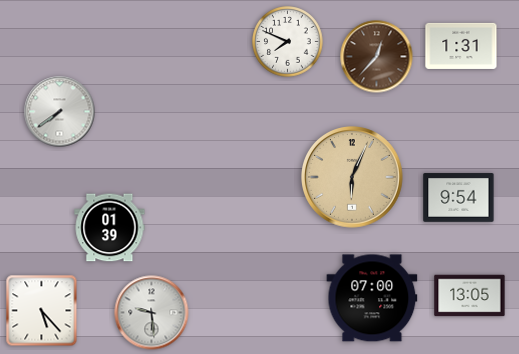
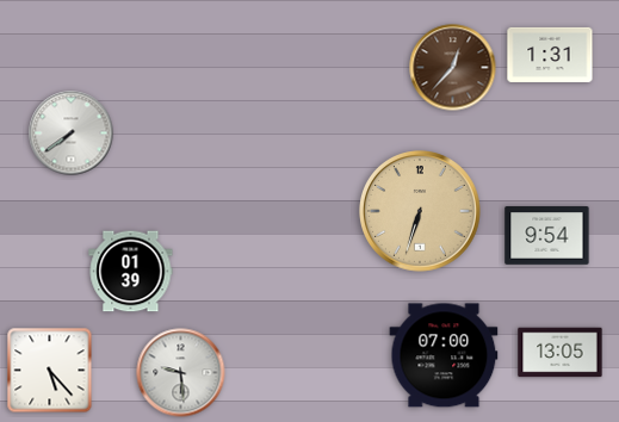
clock at (288, 42): 7:49 -> none
clock at (377, 57) position: (377, 57) -> (453, 68)
clock at (353, 178): 6:04 -> 6:33
